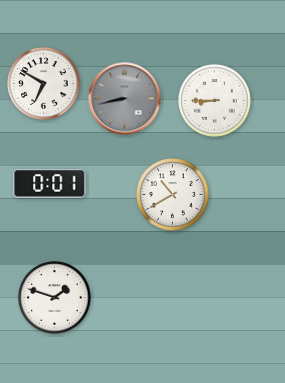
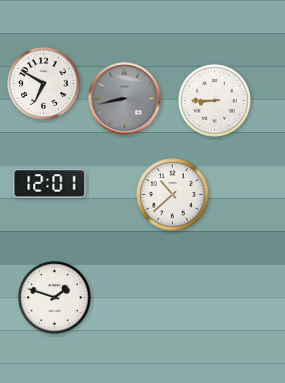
clock at (50, 184): 0:01 -> 12:01
clock at (173, 195): 10:40 -> 10:38
